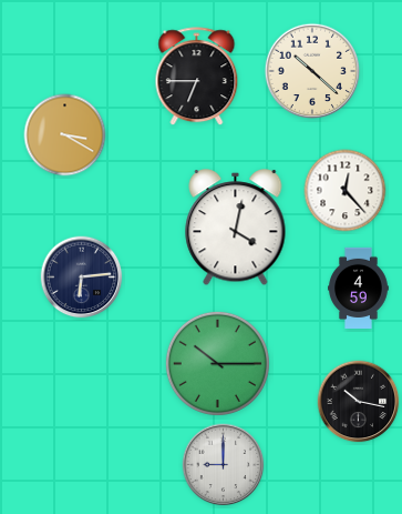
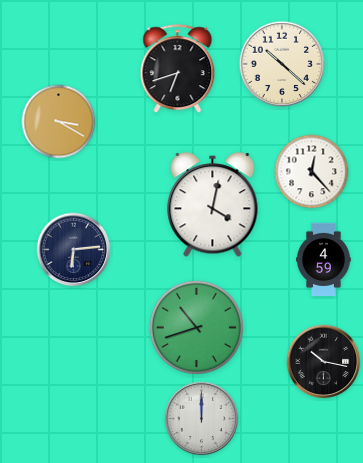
clock at (197, 77): 6:45 -> 6:42
clock at (217, 363): 10:15 -> 10:42
clock at (224, 465): 9:00 -> 12:00
